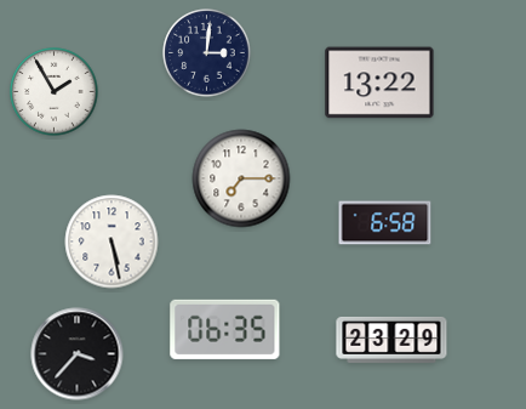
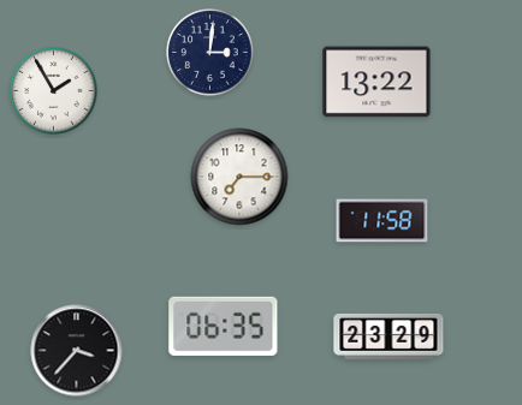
clock at (207, 53) position: (207, 53) -> (210, 53)
clock at (385, 223): 6:58 -> 11:58
clock at (112, 242): 5:28 -> none
